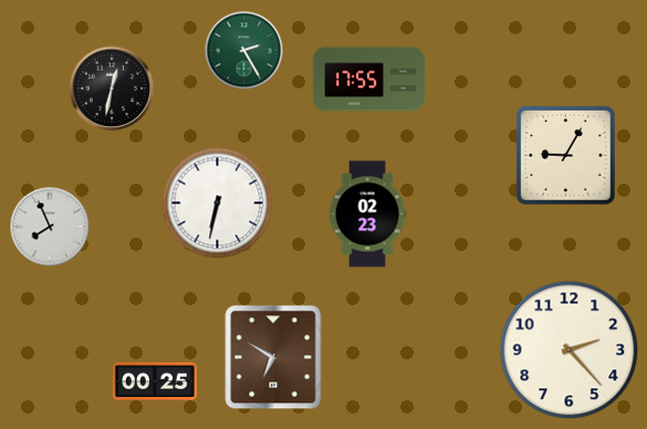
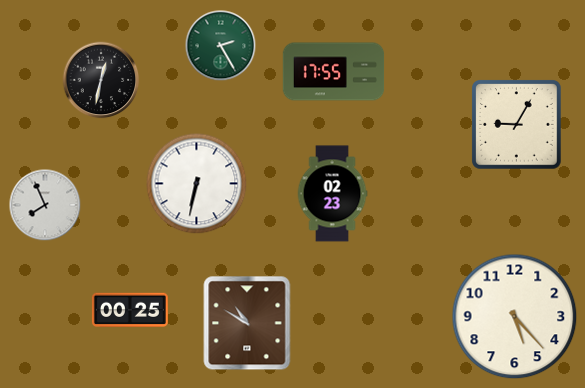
clock at (566, 156) position: (566, 156) -> (517, 125)
clock at (570, 350): 2:23 -> 5:23
clock at (273, 357): 6:50 -> 10:50
clock at (155, 381) position: (155, 381) -> (130, 310)
